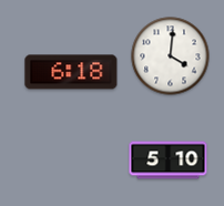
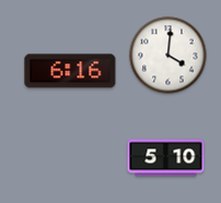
clock at (71, 72): 6:18 -> 6:16
